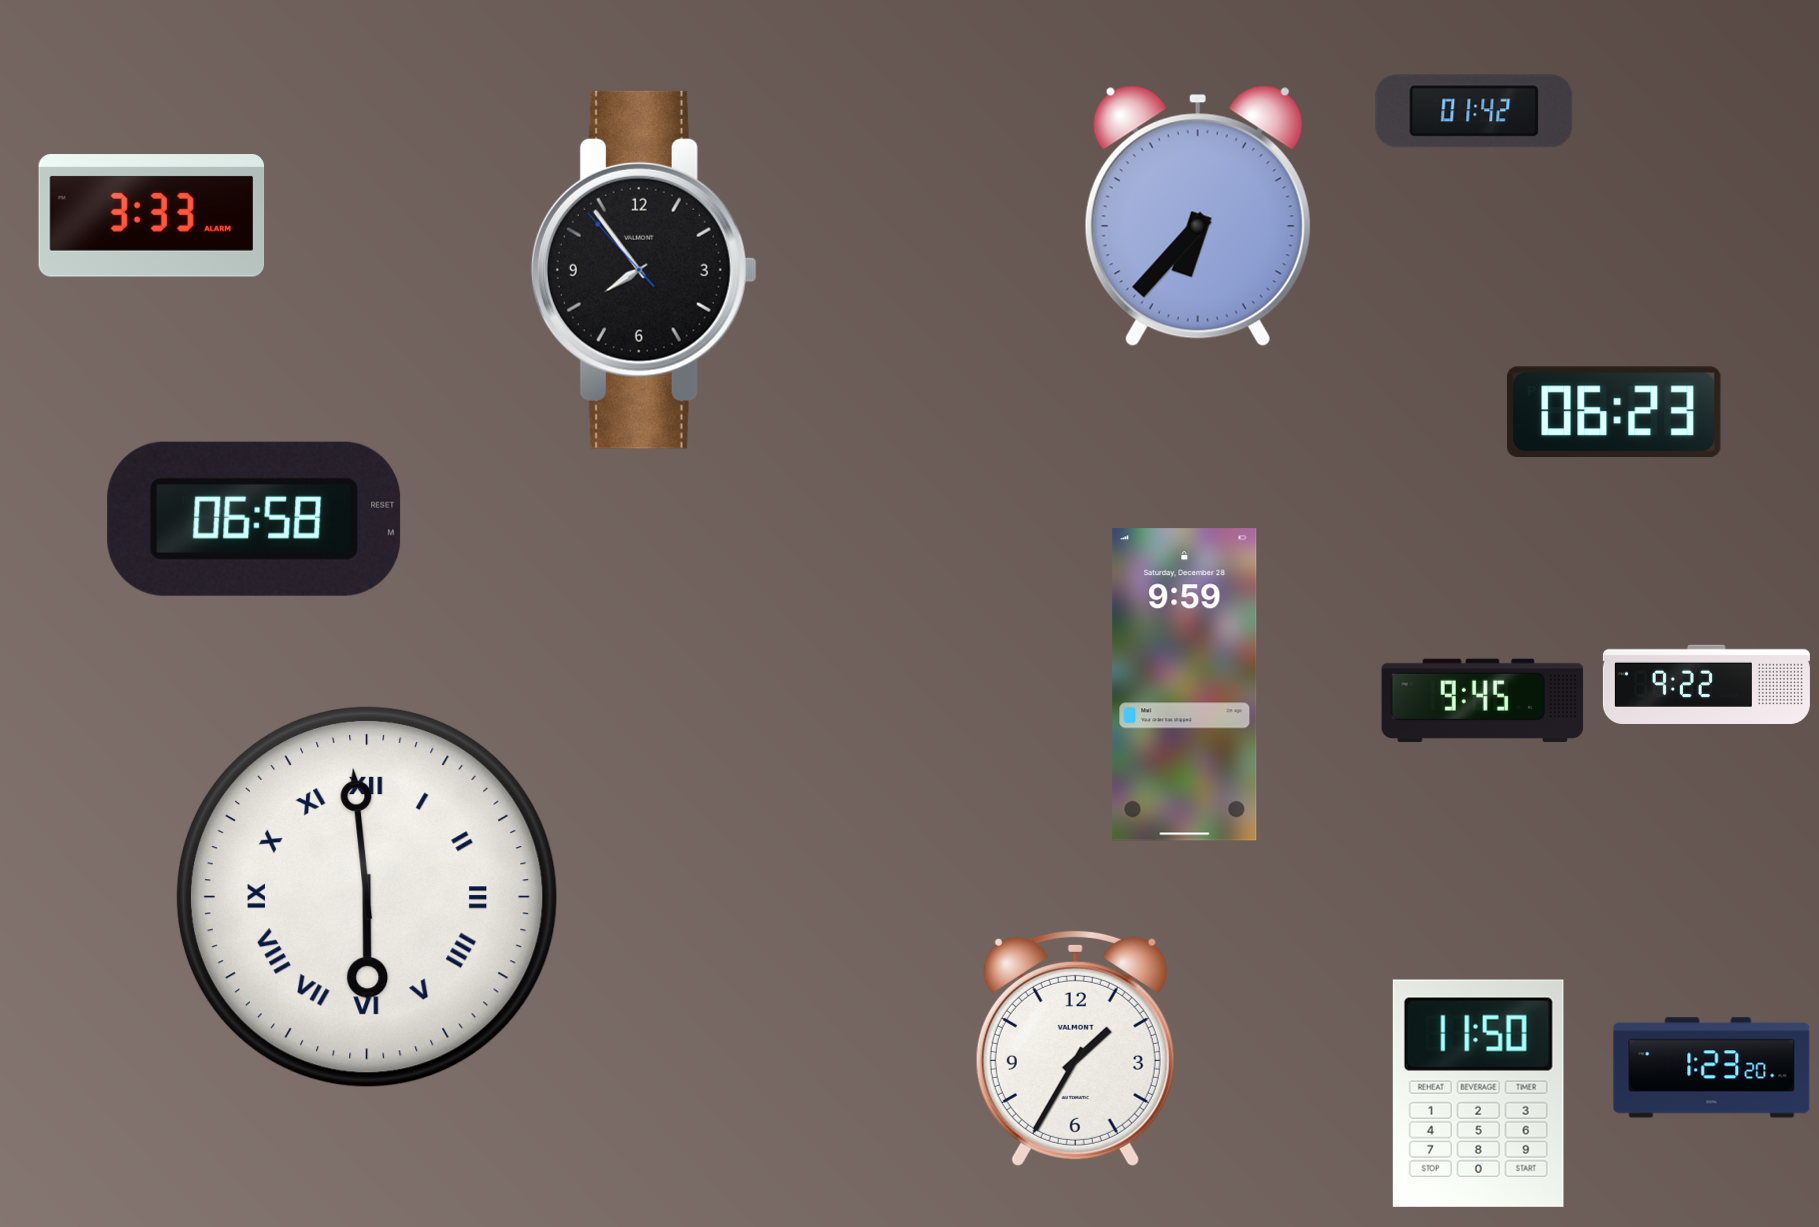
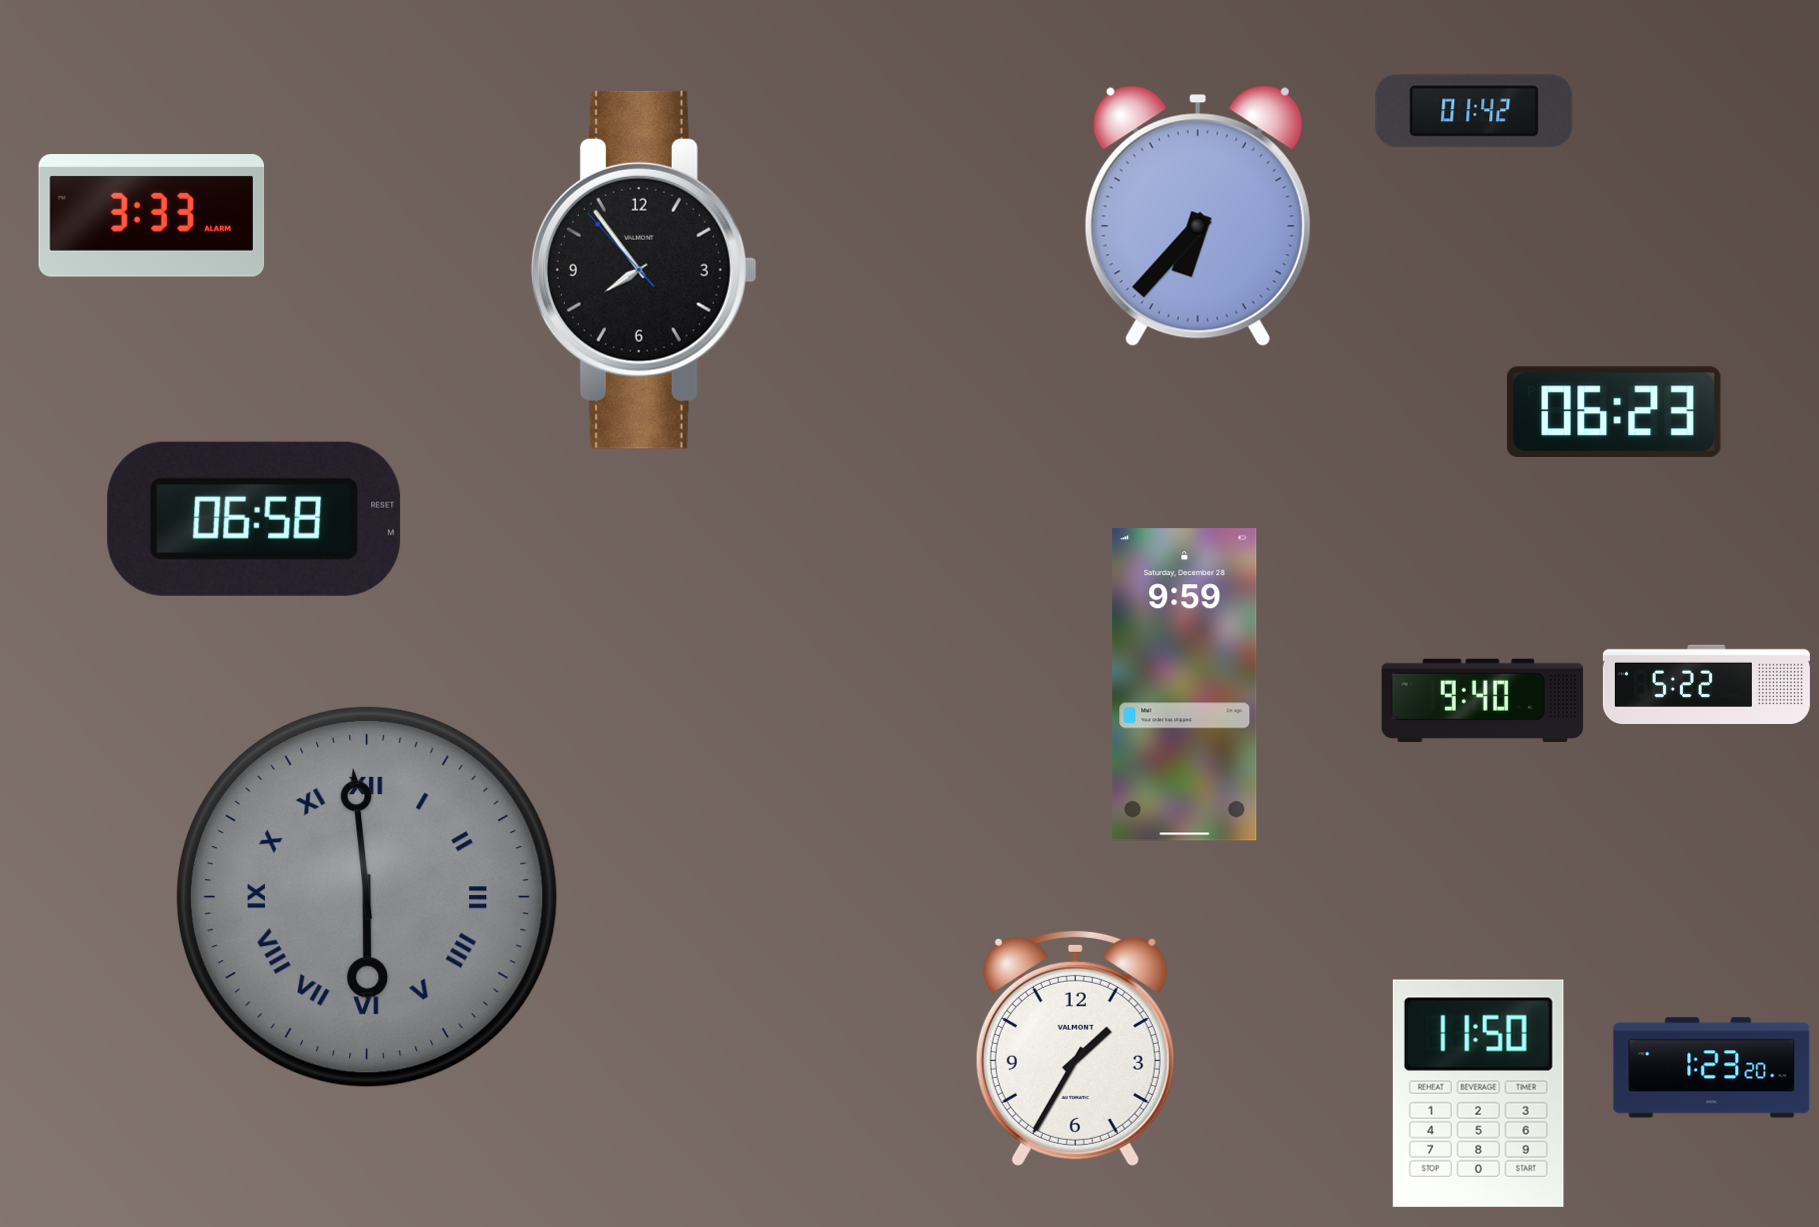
clock at (1706, 684): 9:22 -> 5:22
clock at (1483, 700): 9:45 -> 9:40
clock at (367, 897) dial: white -> grey
